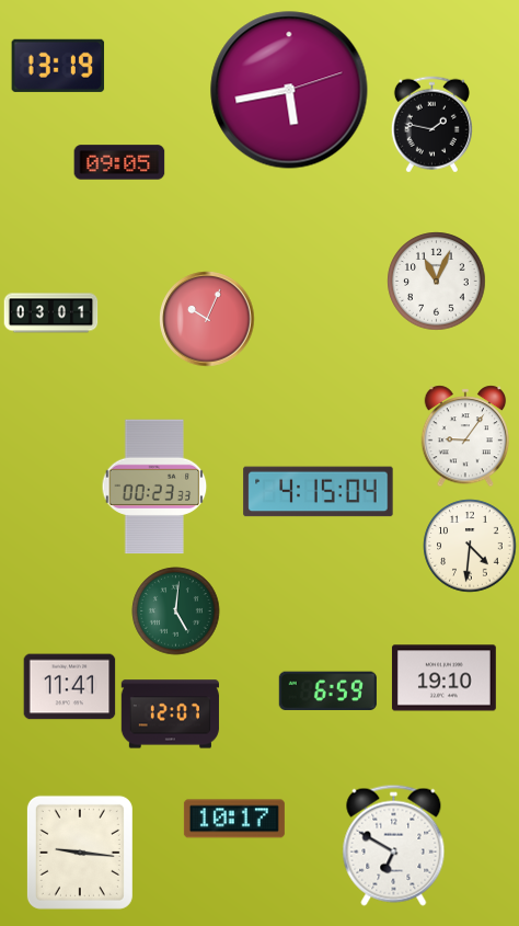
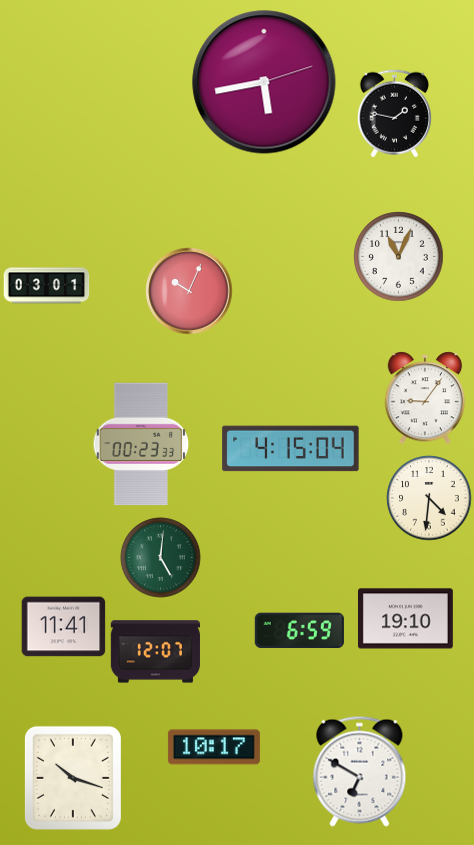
clock at (58, 66): 13:19 -> none
clock at (119, 162): 09:05 -> none
clock at (80, 853): 9:16 -> 10:18
